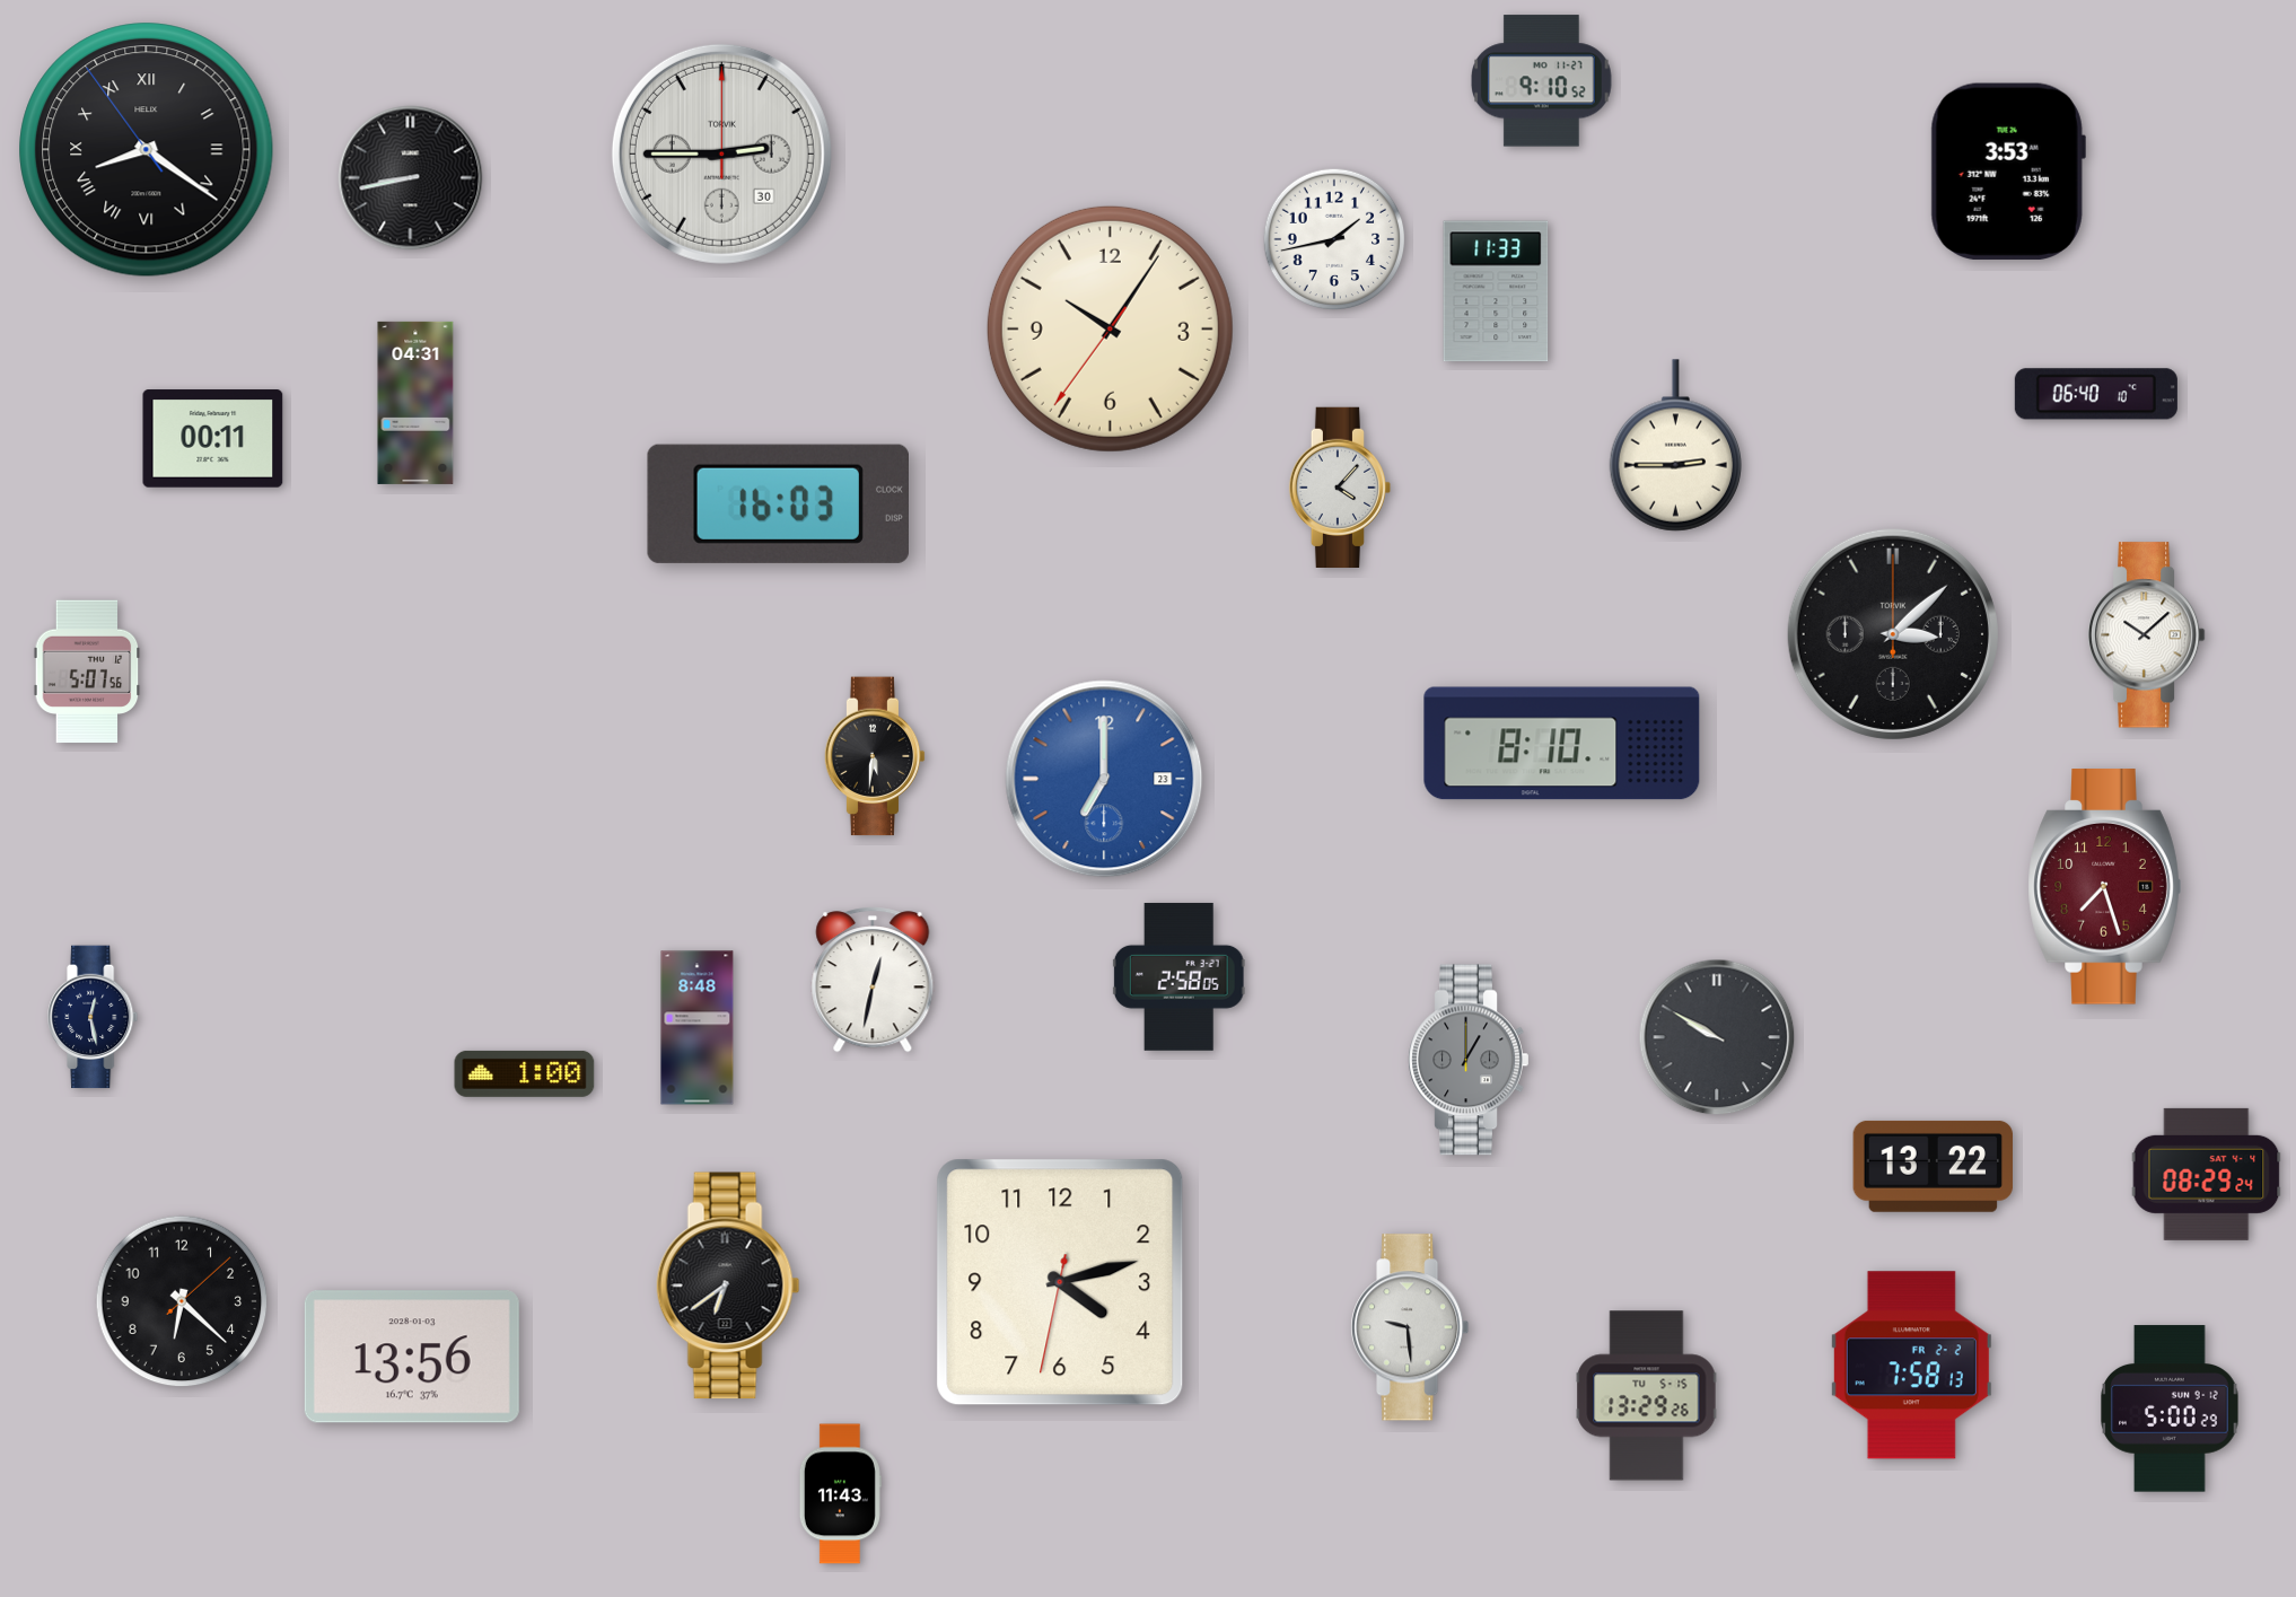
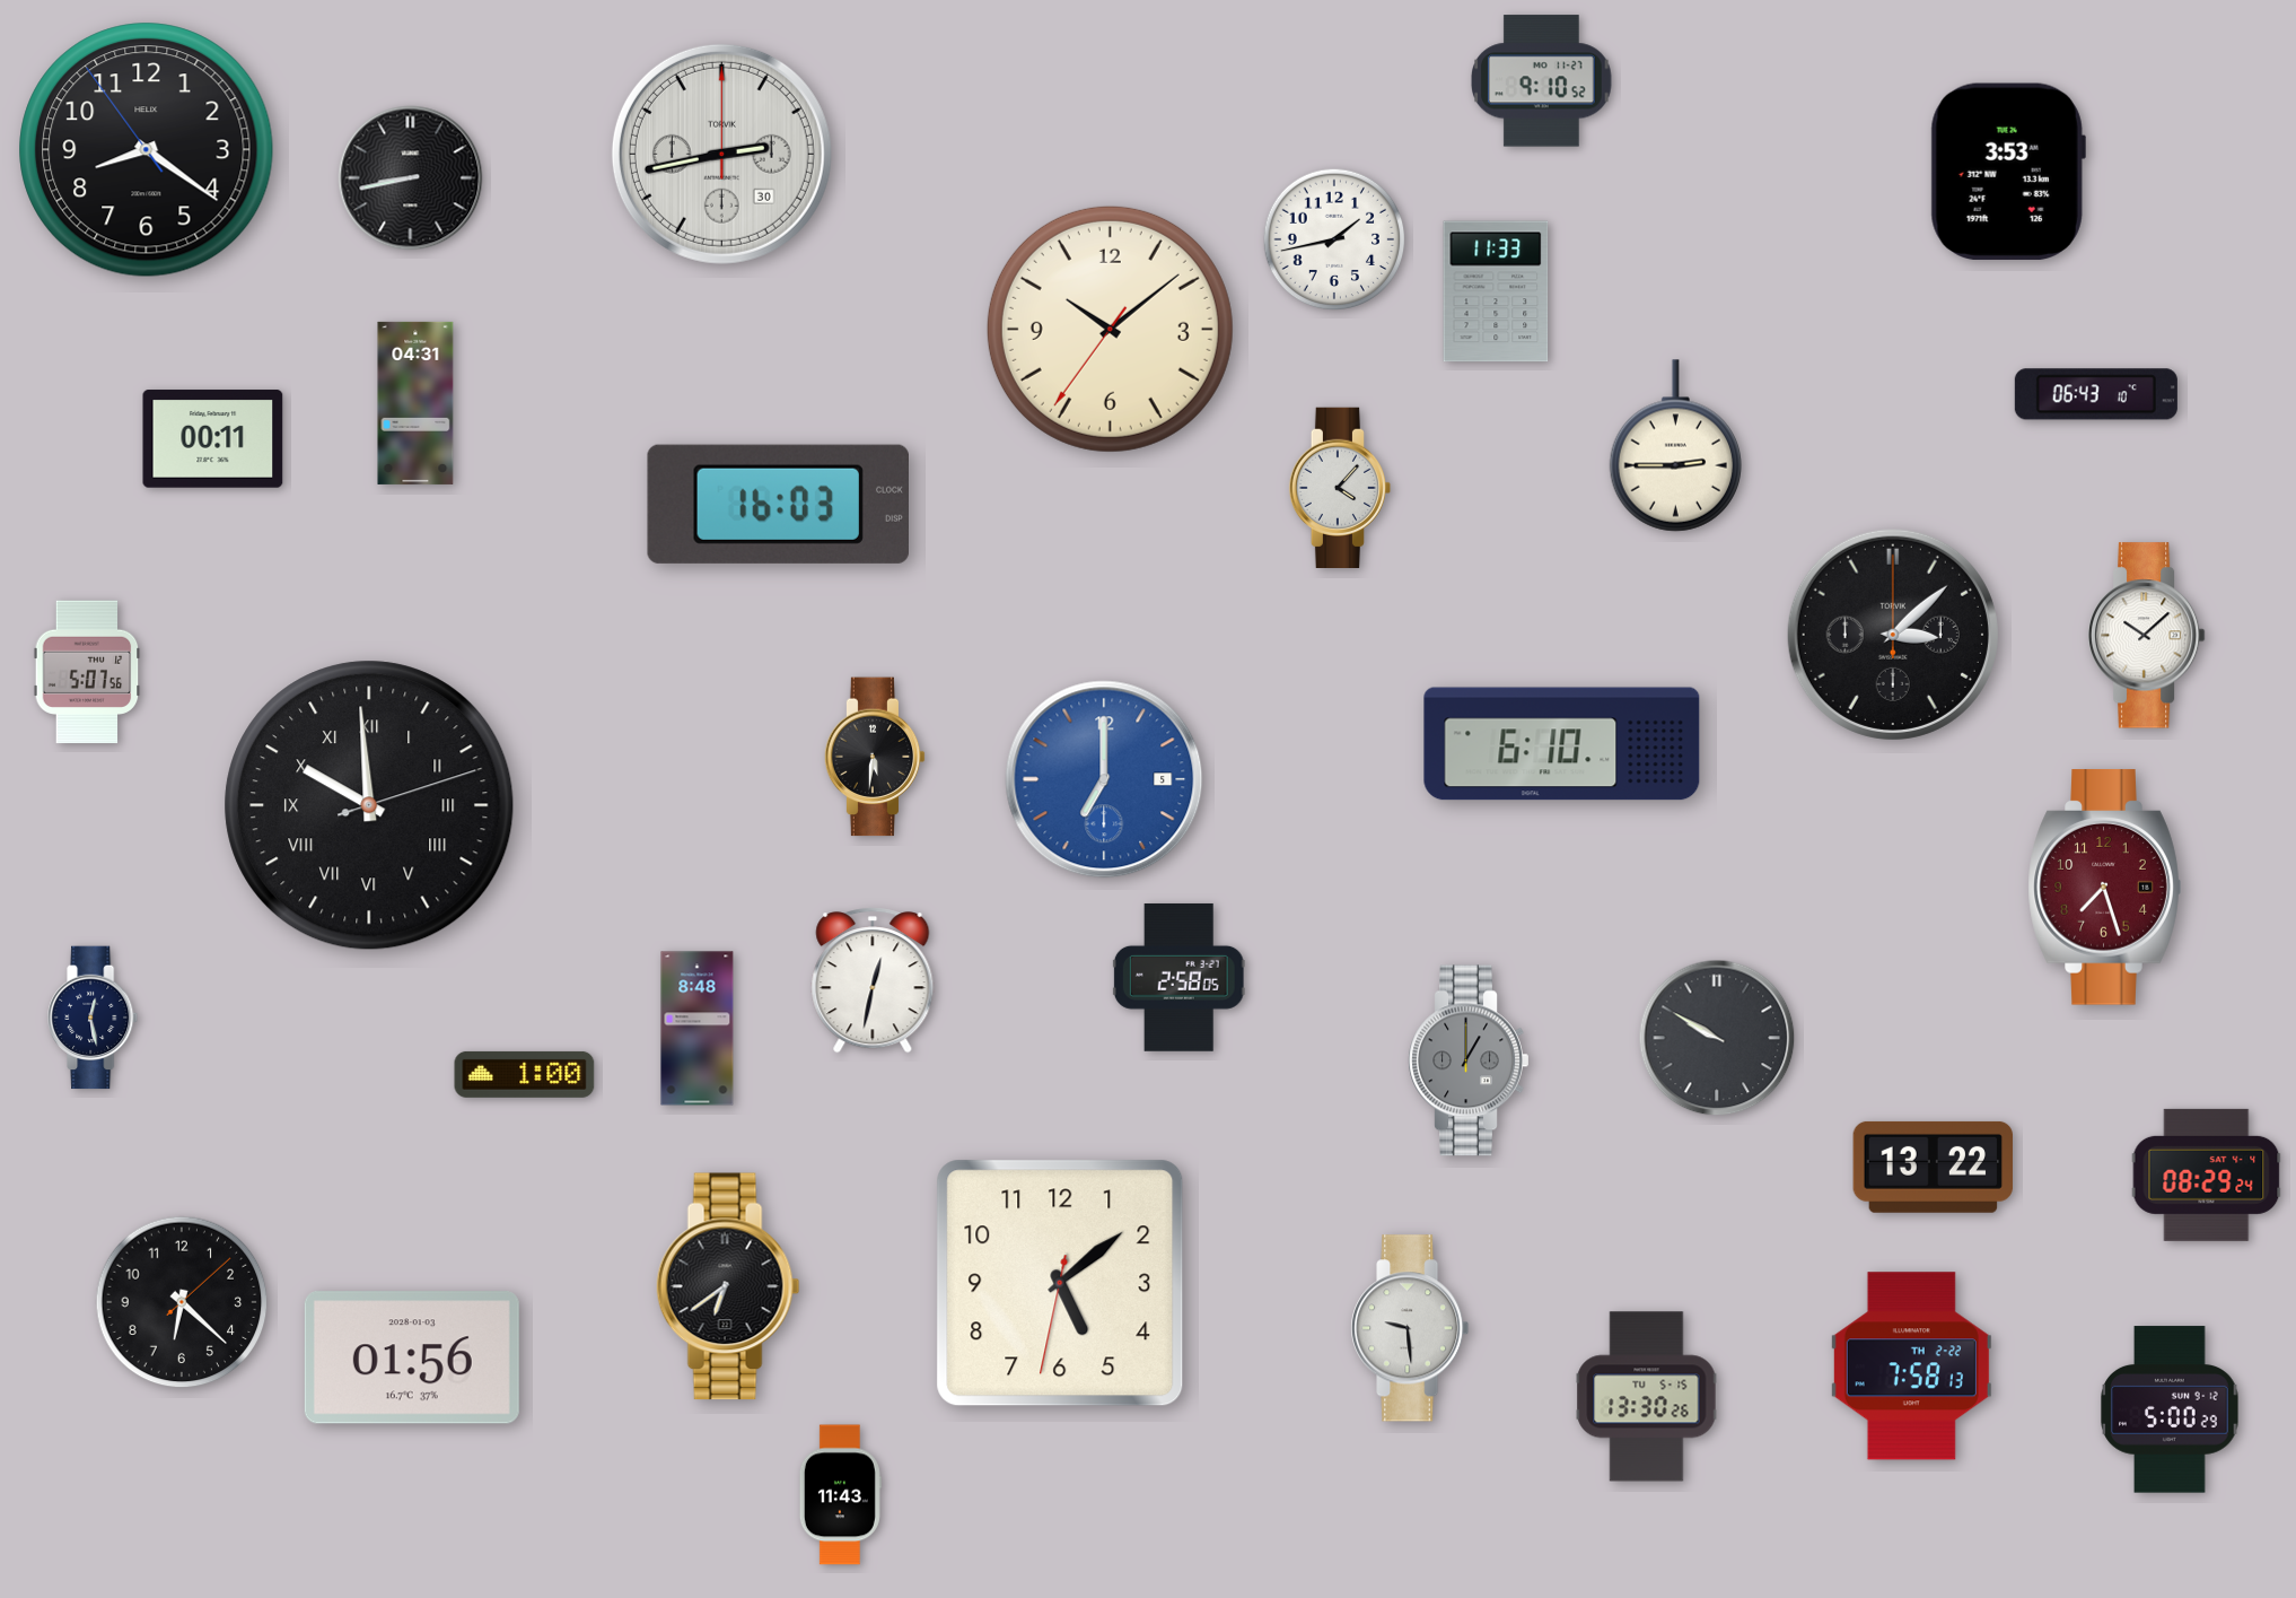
clock at (147, 150) numerals: Roman -> Arabic
clock at (721, 153): 2:45 -> 2:43
clock at (1110, 328): 10:05 -> 10:08
clock at (2096, 394): 06:40 -> 06:43
clock at (1562, 744): 8:10 -> 6:10
clock at (1104, 779) date: 23 -> 5
clock at (369, 805): none -> 9:59
clock at (1060, 1282): 4:12 -> 5:08
clock at (412, 1357): 13:56 -> 01:56
clock at (1911, 1366) date: FR 2-2 -> TH 2-22
clock at (1647, 1396): 13:29 -> 13:30
